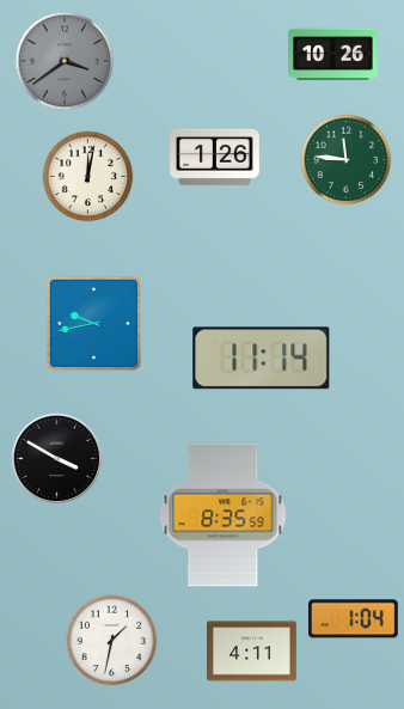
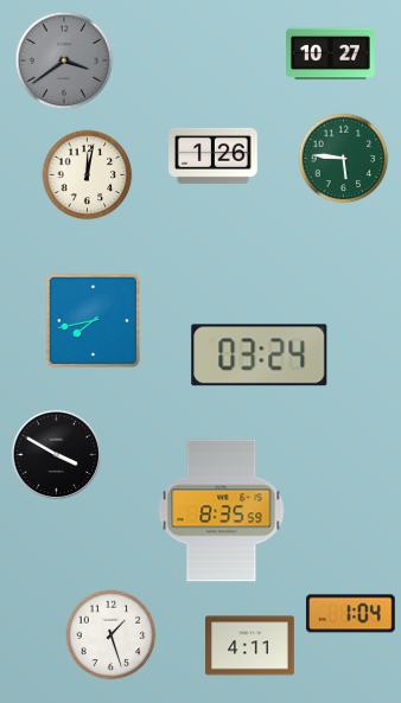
clock at (333, 55): 10:26 -> 10:27
clock at (347, 160): 11:46 -> 5:46
clock at (93, 323): 9:43 -> 7:43
clock at (262, 359): 11:14 -> 03:24
clock at (112, 641): 1:32 -> 1:27
